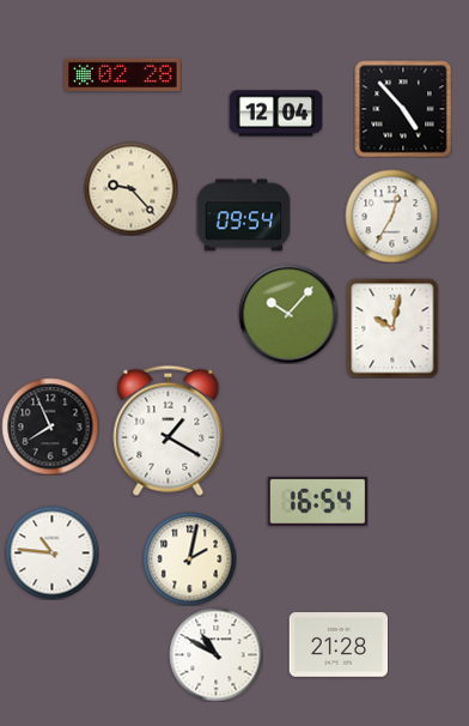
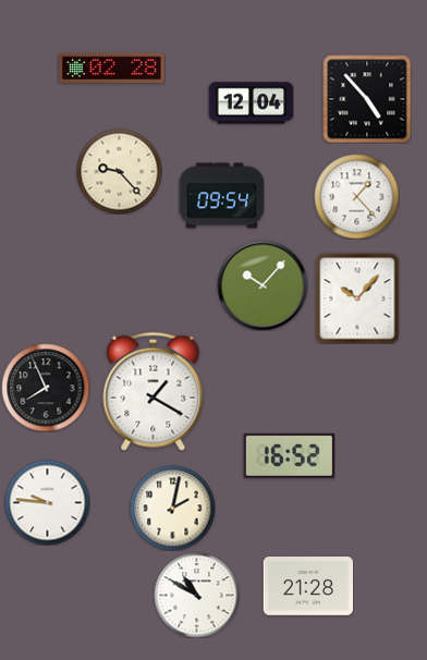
clock at (391, 216): 12:35 -> 1:23
clock at (392, 328): 10:02 -> 10:07
clock at (317, 501): 16:54 -> 16:52
clock at (51, 552): 10:46 -> 9:46
